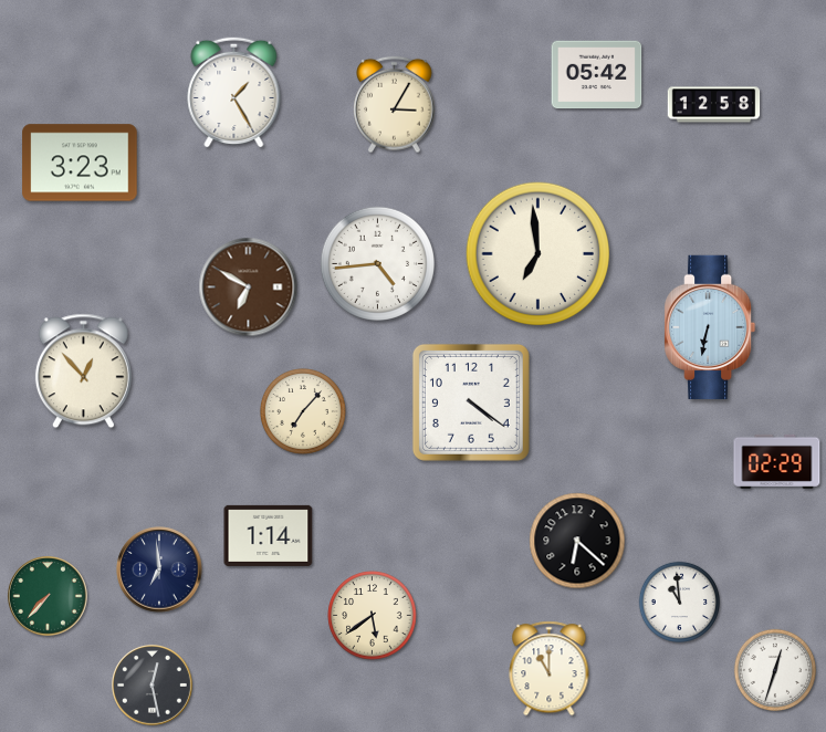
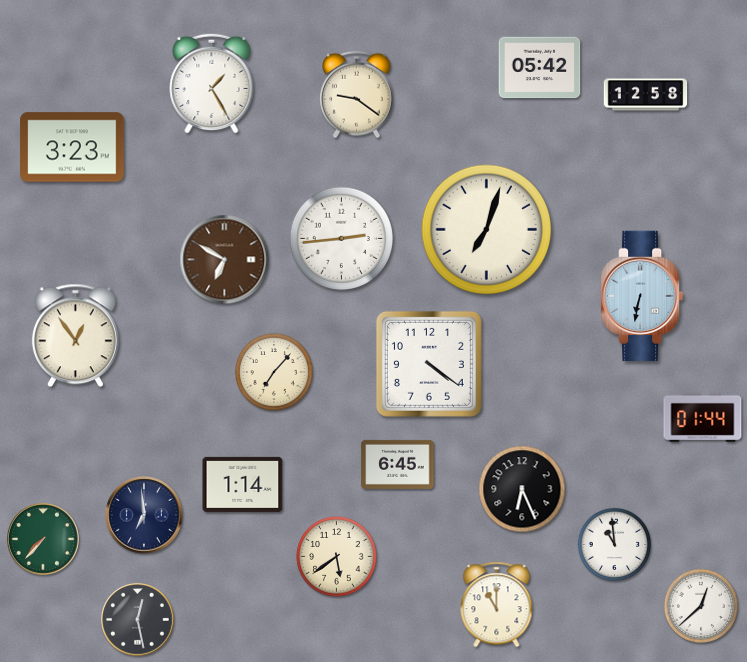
clock at (395, 105): 3:05 -> 9:21
clock at (539, 254): 6:59 -> 7:03
clock at (377, 263): 4:44 -> 2:44
clock at (83, 372): 12:53 -> 12:54
clock at (471, 402) position: (471, 402) -> (429, 364)
clock at (777, 461): 02:29 -> 01:44
clock at (398, 464): none -> 6:45
clock at (577, 541): 6:22 -> 6:26
clock at (775, 670): 12:33 -> 12:38
